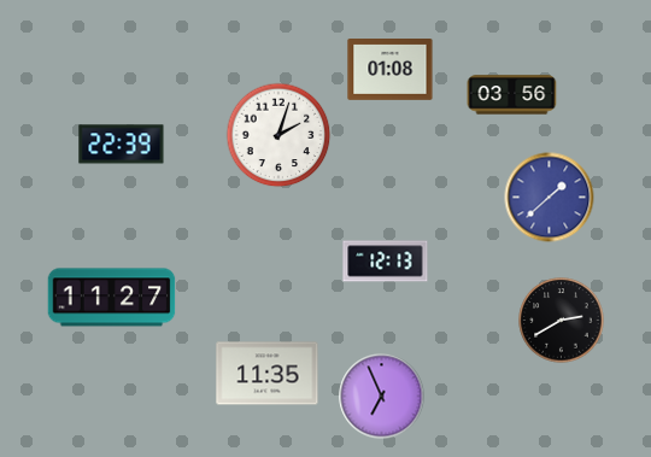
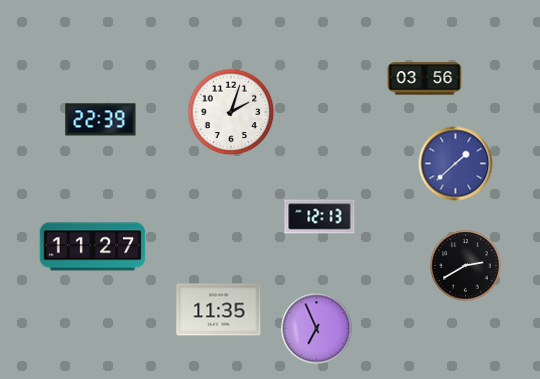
clock at (391, 70): 01:08 -> none
clock at (268, 374) position: (268, 374) -> (219, 310)
